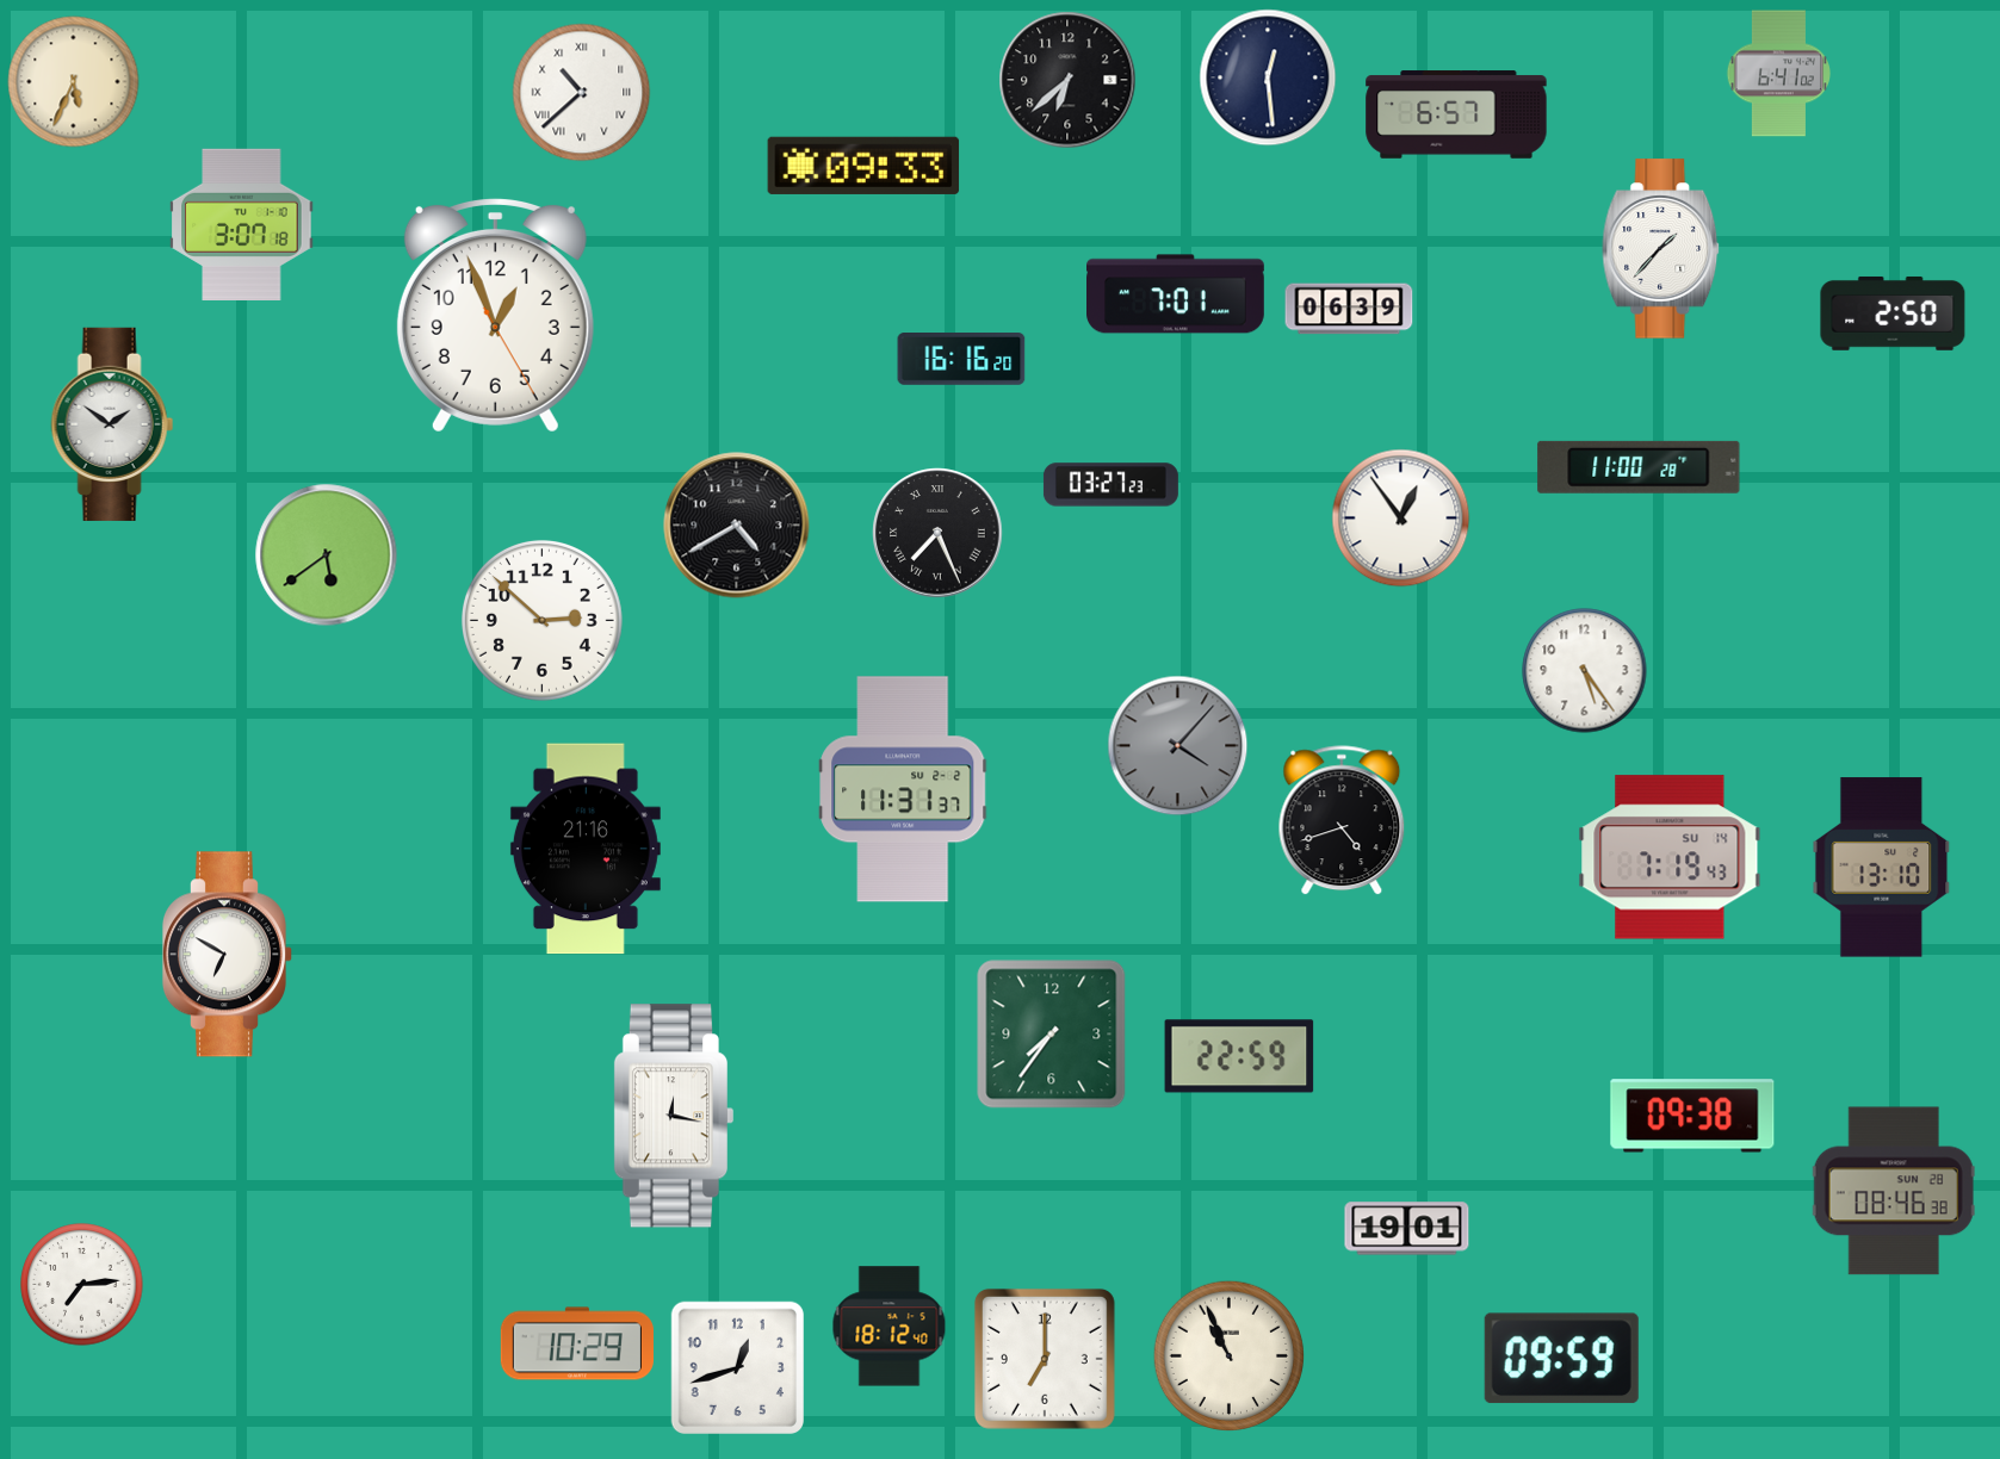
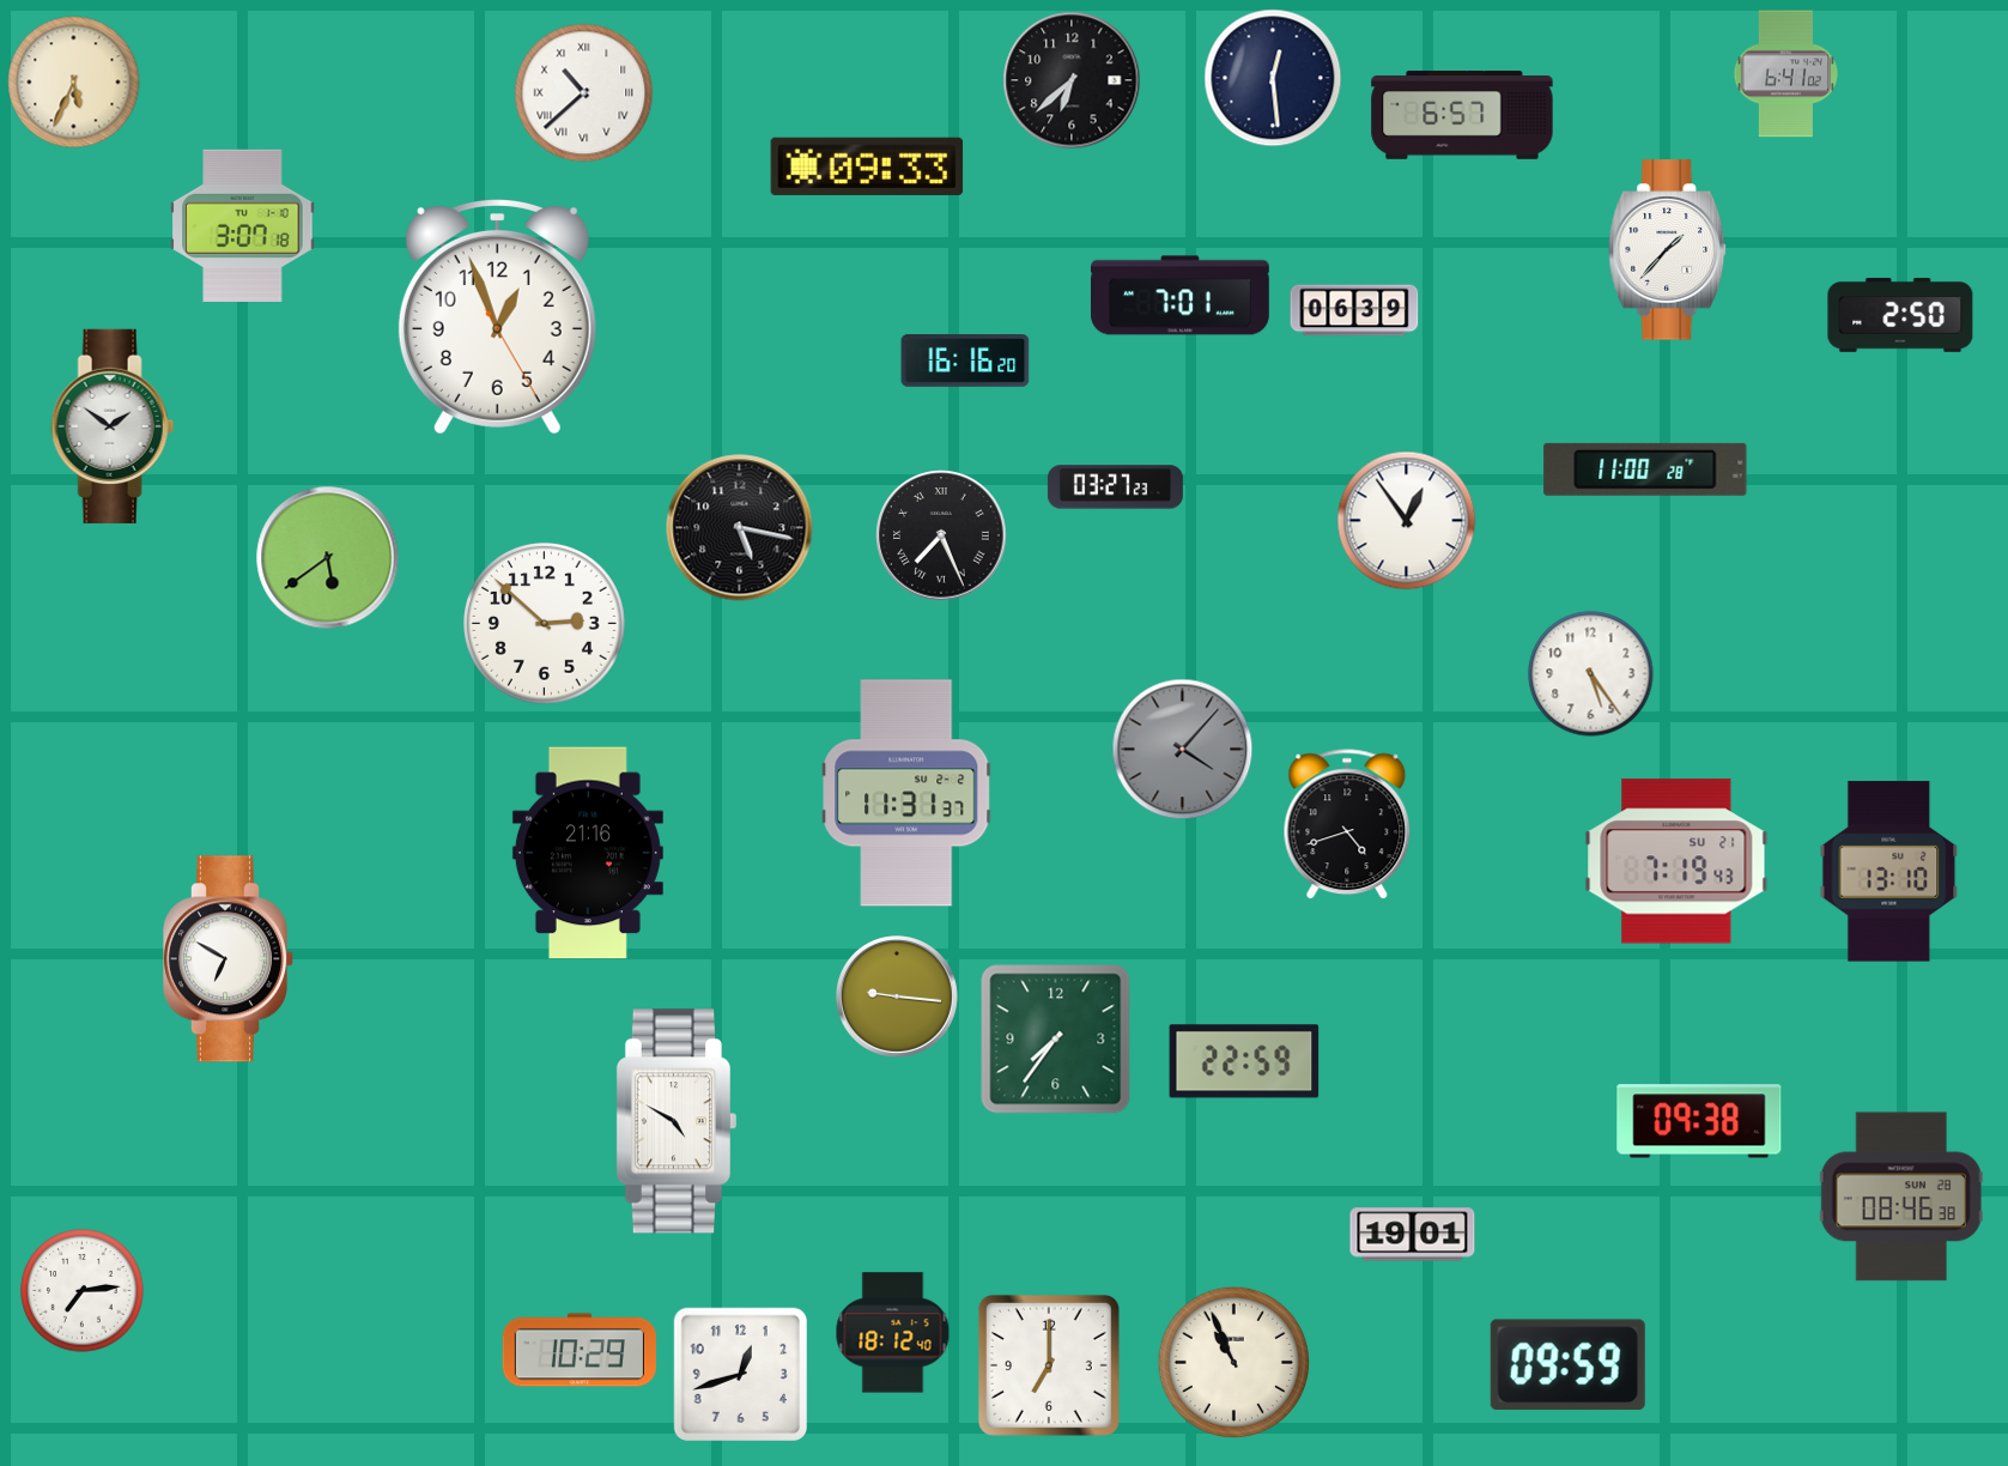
clock at (737, 526): 4:40 -> 5:17
clock at (1670, 857) date: SU 14 -> SU 21
clock at (897, 996): none -> 9:16
clock at (674, 1116): 12:17 -> 4:50
